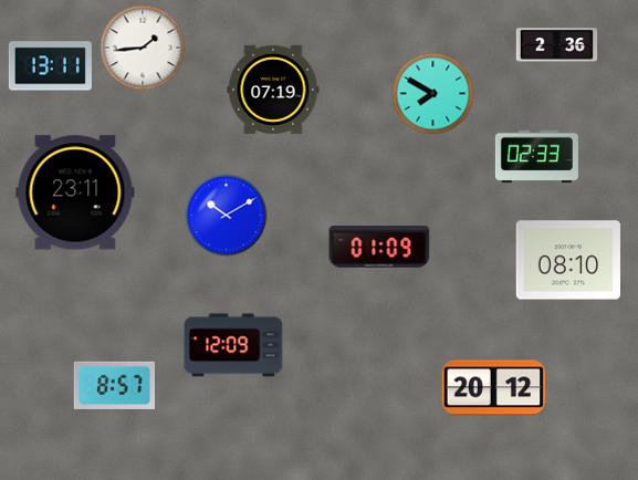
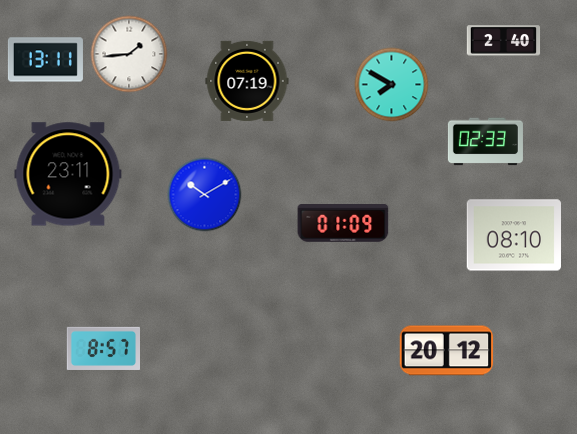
clock at (557, 45): 2:36 -> 2:40
clock at (143, 48) position: (143, 48) -> (129, 54)
clock at (233, 345): 12:09 -> none
